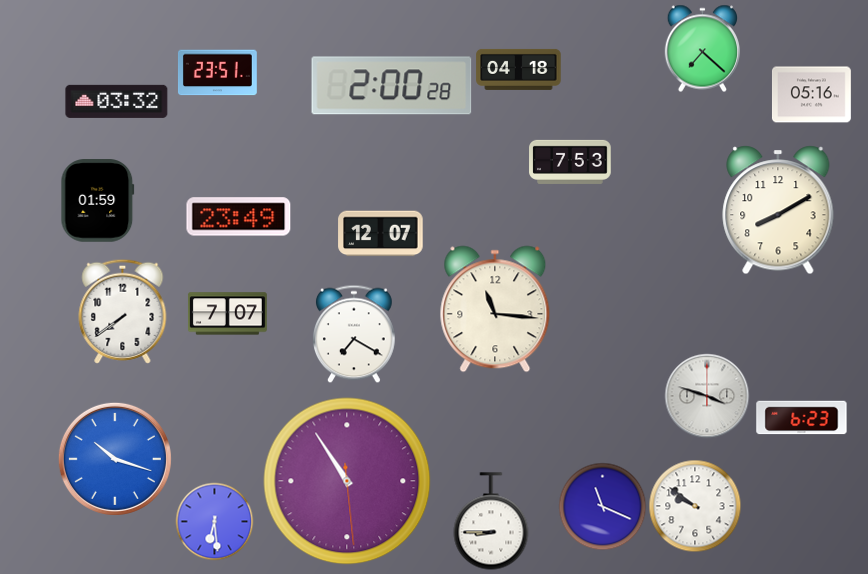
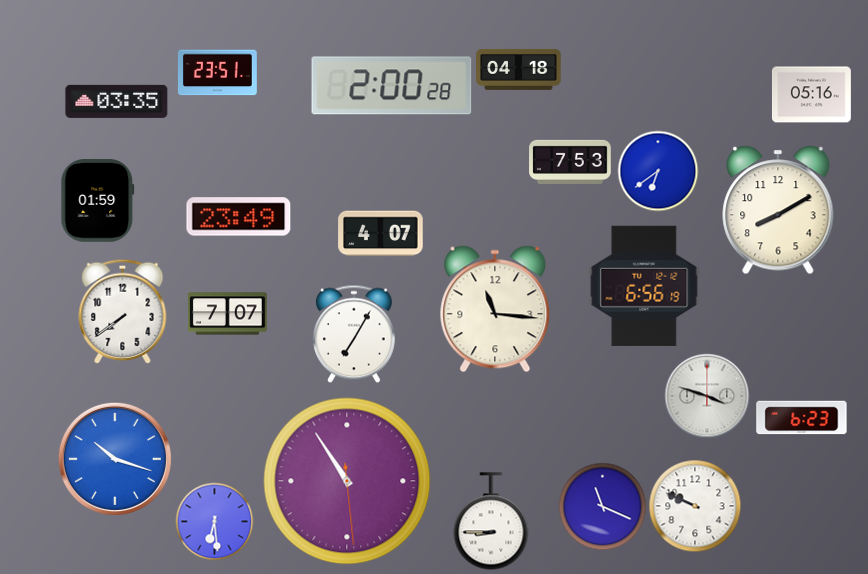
clock at (702, 48): 7:22 -> none
clock at (117, 101): 03:32 -> 03:35
clock at (658, 171): none -> 6:39
clock at (381, 234): 12:07 -> 4:07
clock at (644, 286): none -> 6:56
clock at (354, 334): 7:20 -> 7:05
clock at (695, 506): 9:51 -> 9:49
